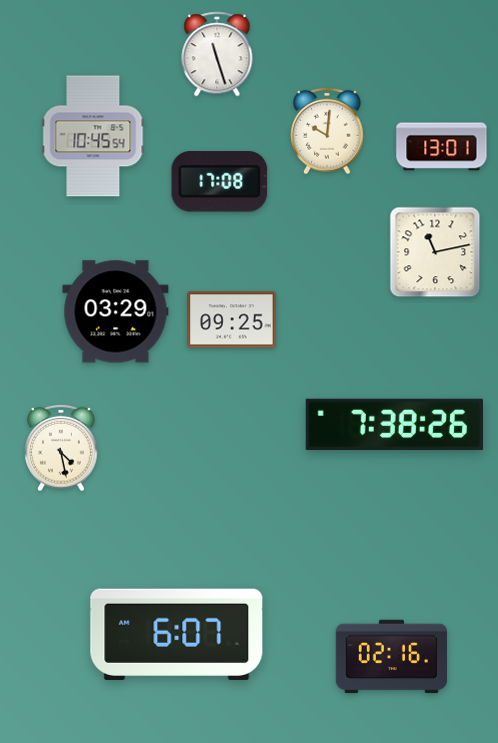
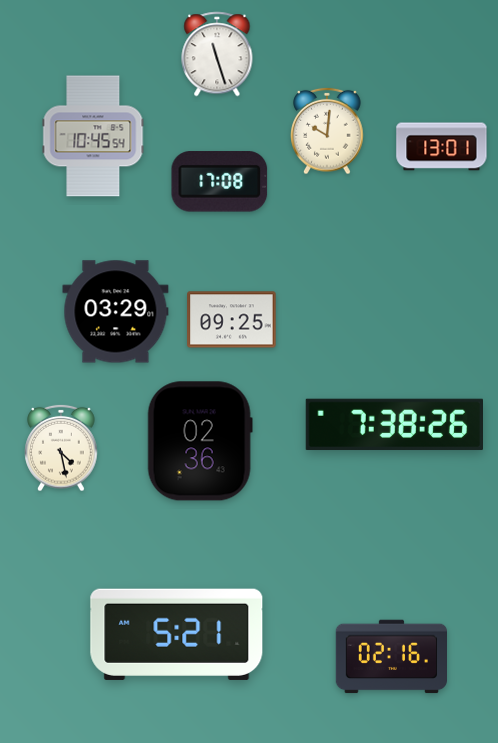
clock at (435, 252): 11:13 -> none
clock at (200, 441): none -> 02:36
clock at (177, 634): 6:07 -> 5:21
